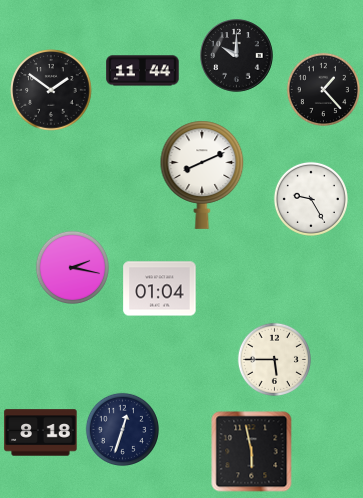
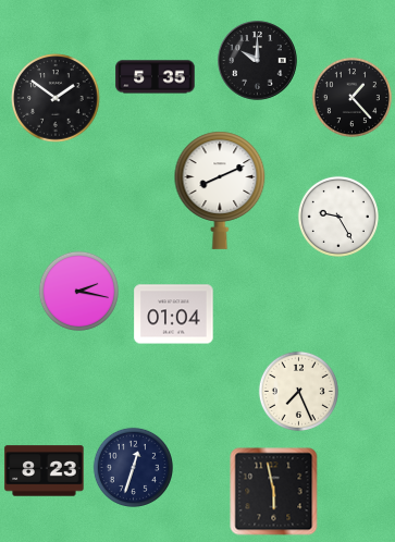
clock at (143, 71): 11:44 -> 5:35
clock at (274, 359): 5:45 -> 7:26
clock at (41, 433): 8:18 -> 8:23
